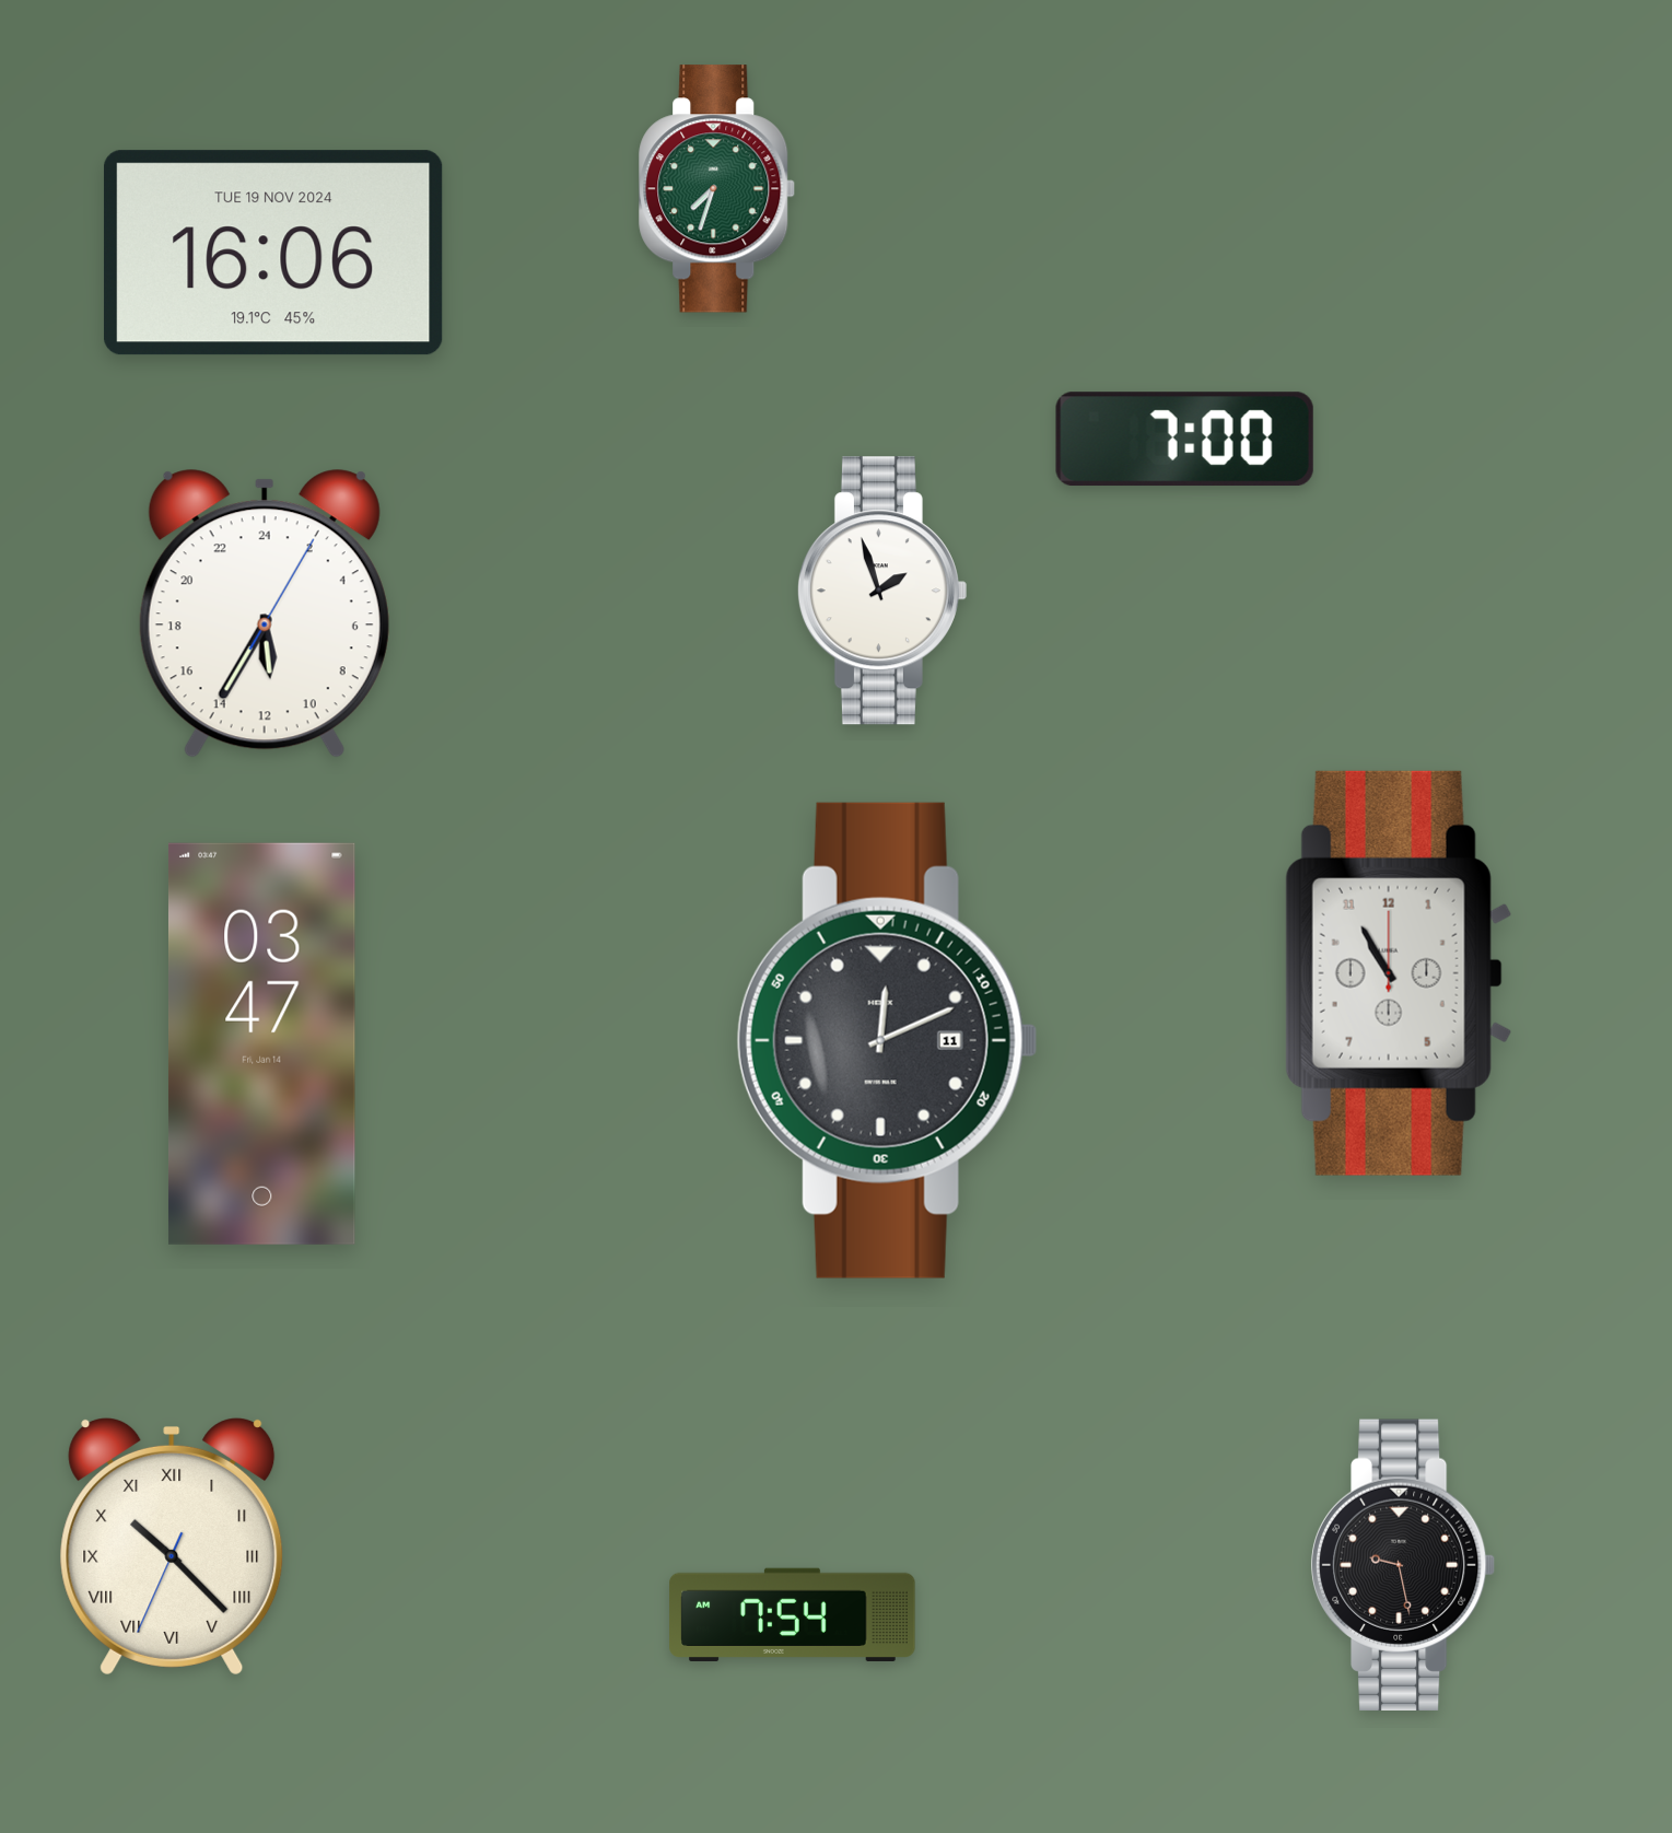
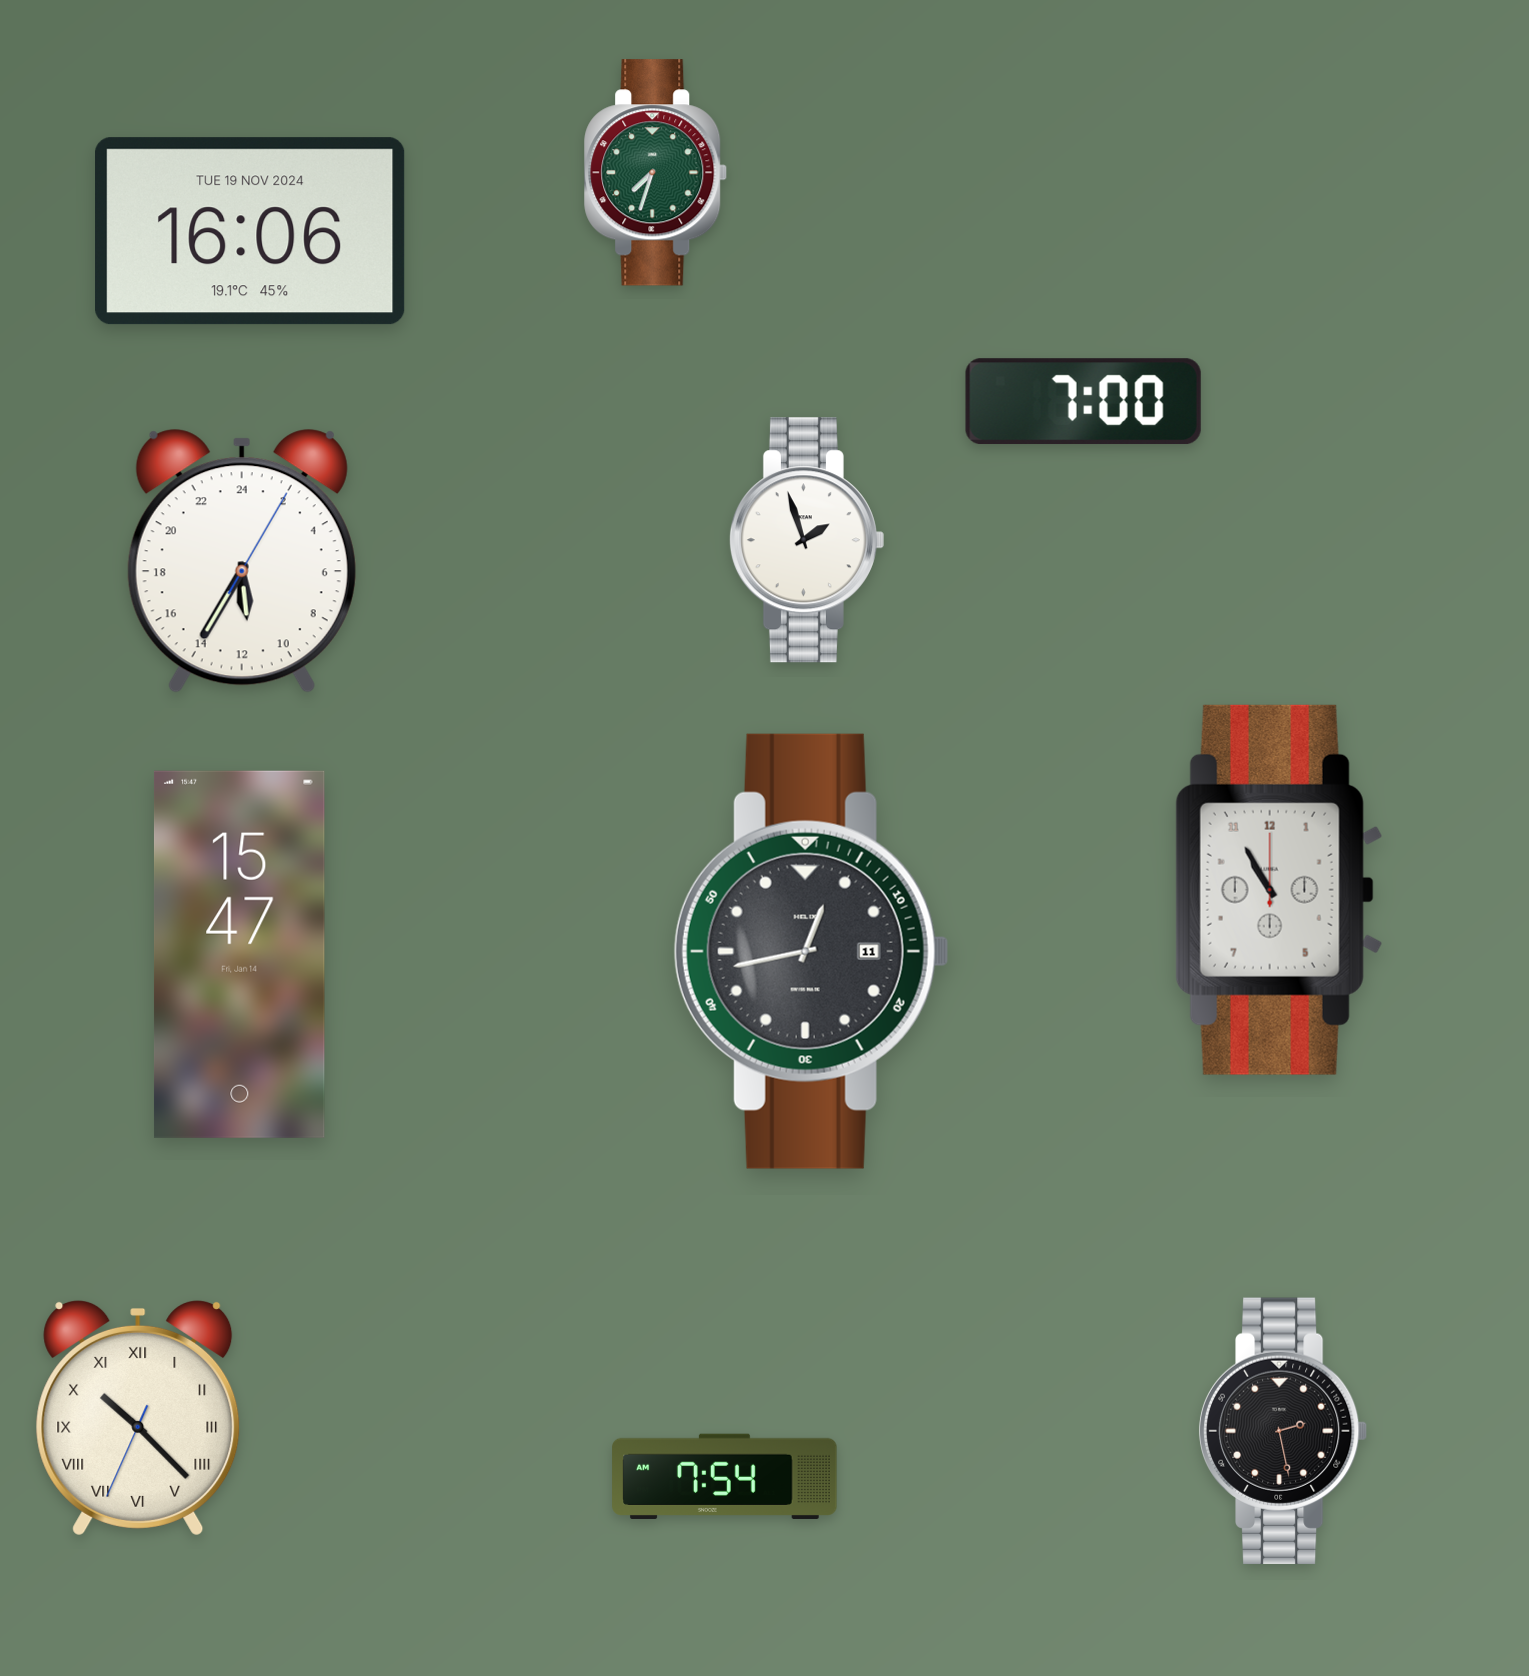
clock at (887, 1040): 12:11 -> 12:43
clock at (261, 1043): 03:47 -> 15:47
clock at (172, 1546) position: (172, 1546) -> (138, 1418)
clock at (1403, 1565): 9:28 -> 2:28
